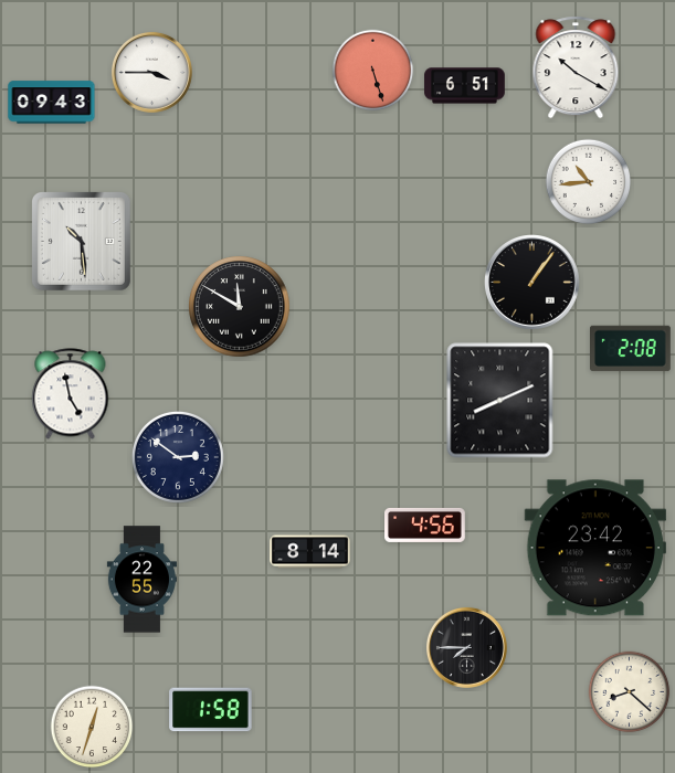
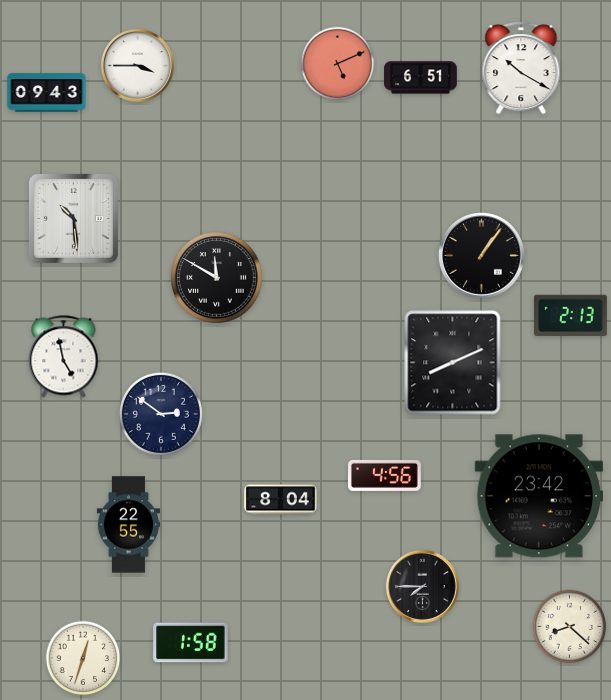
clock at (576, 67) position: (576, 67) -> (521, 68)
clock at (373, 71): 5:27 -> 5:11
clock at (589, 182): 10:44 -> none
clock at (631, 349): 2:08 -> 2:13
clock at (310, 552): 8:14 -> 8:04
